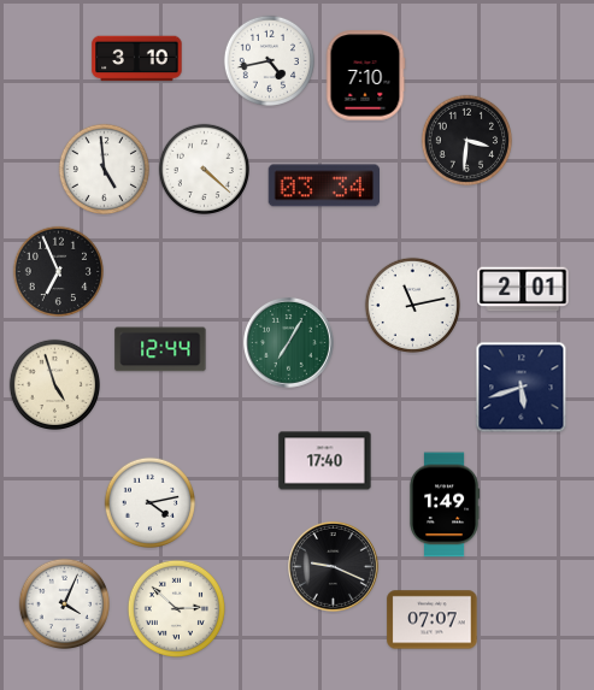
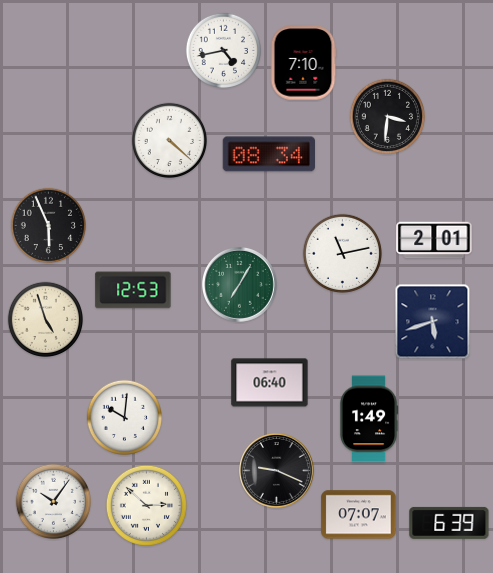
clock at (137, 59): 3:10 -> none
clock at (104, 169): 4:59 -> none
clock at (323, 185): 03:34 -> 08:34
clock at (58, 271): 6:56 -> 5:56
clock at (160, 349): 12:44 -> 12:53
clock at (325, 461): 17:40 -> 06:40
clock at (149, 502): 4:13 -> 10:01
clock at (64, 603): 4:04 -> 10:06
clock at (449, 523): none -> 6:39
